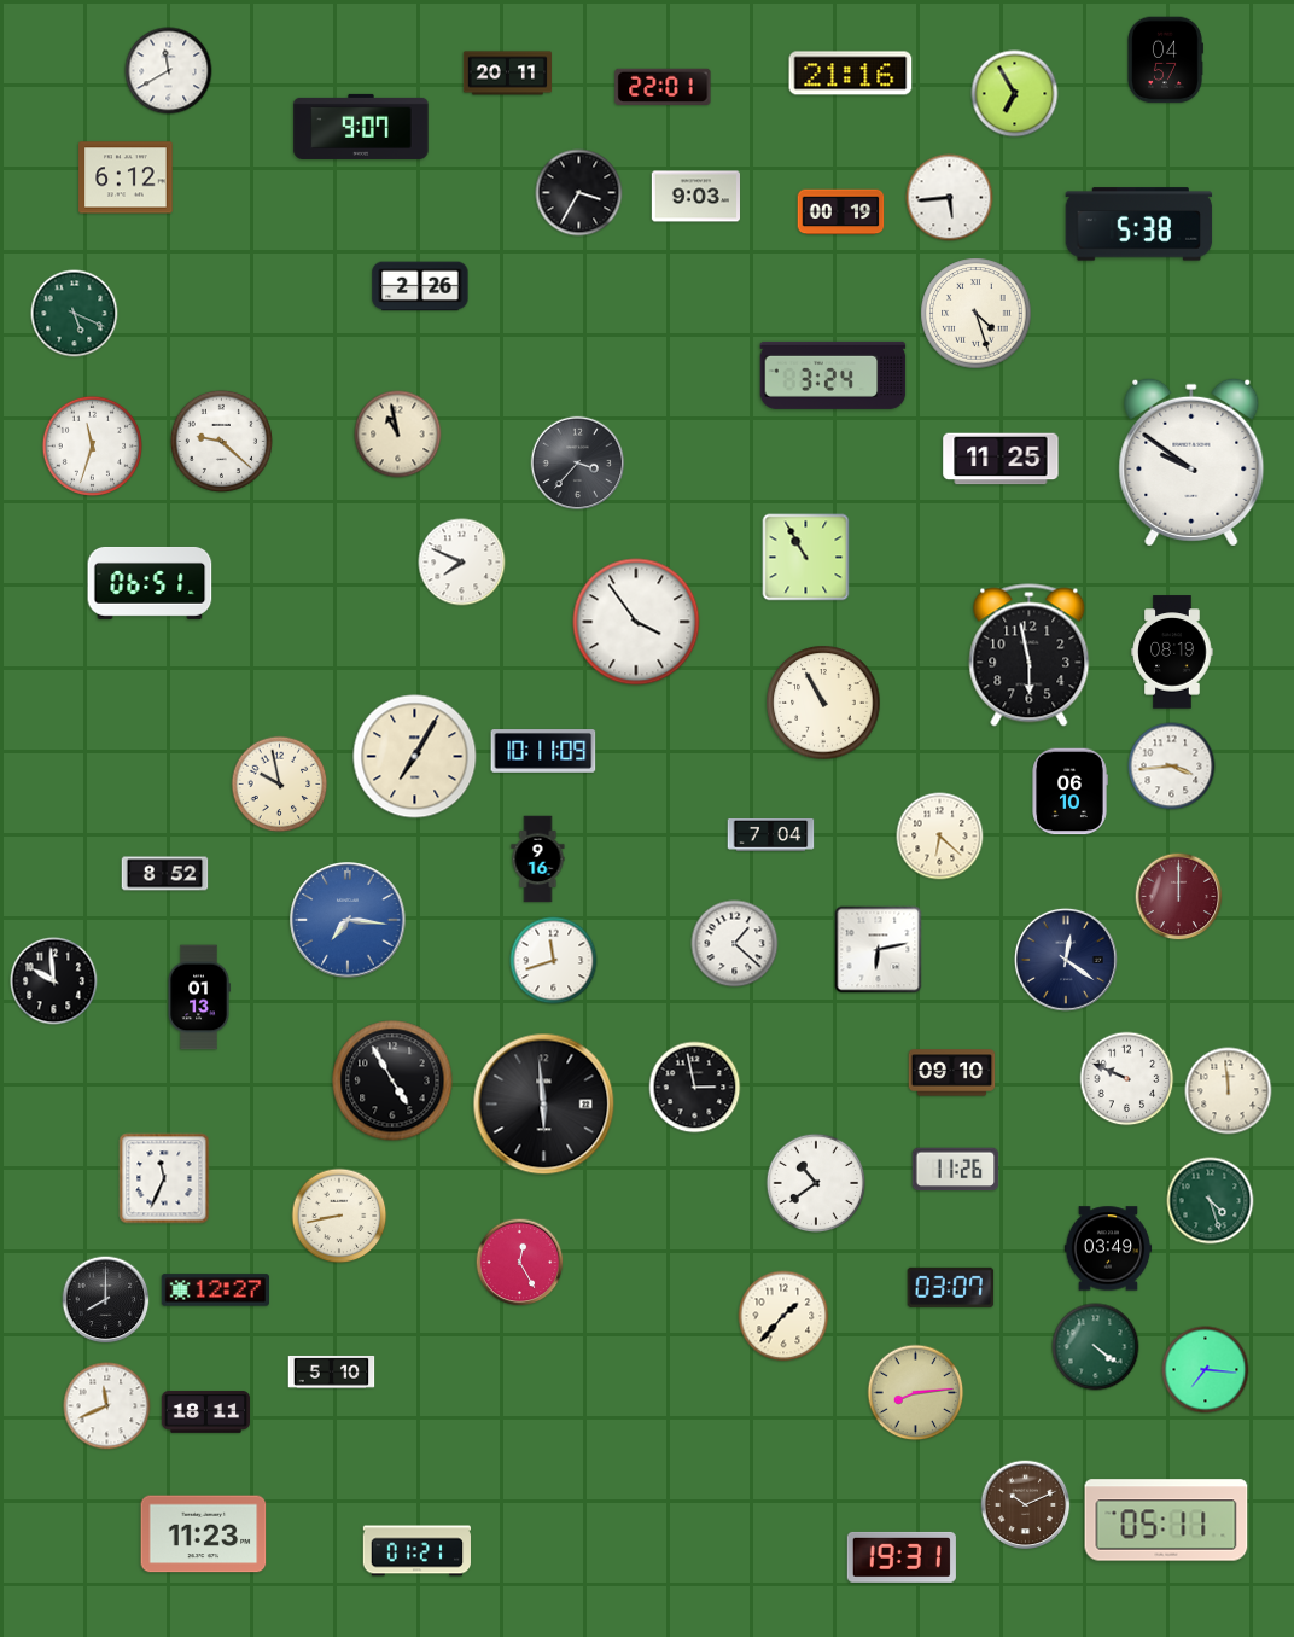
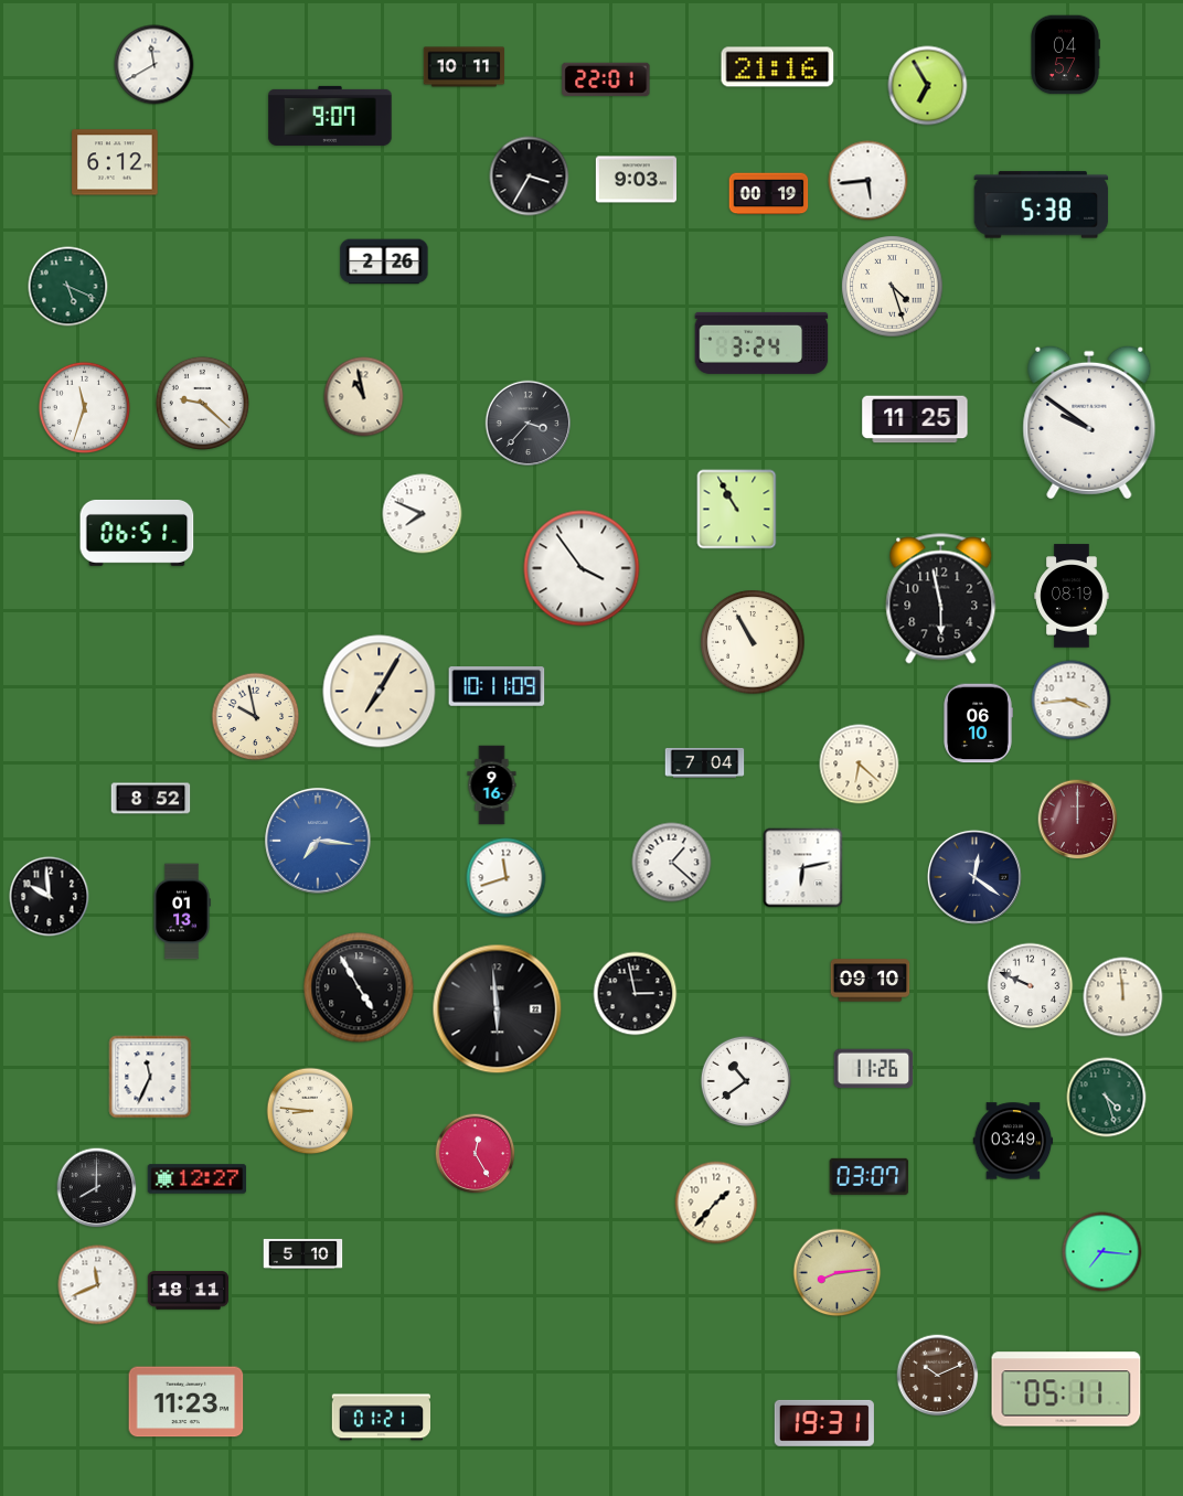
clock at (507, 74): 20:11 -> 10:11
clock at (339, 1216): 8:43 -> 8:46
clock at (1096, 1347): 4:21 -> none
